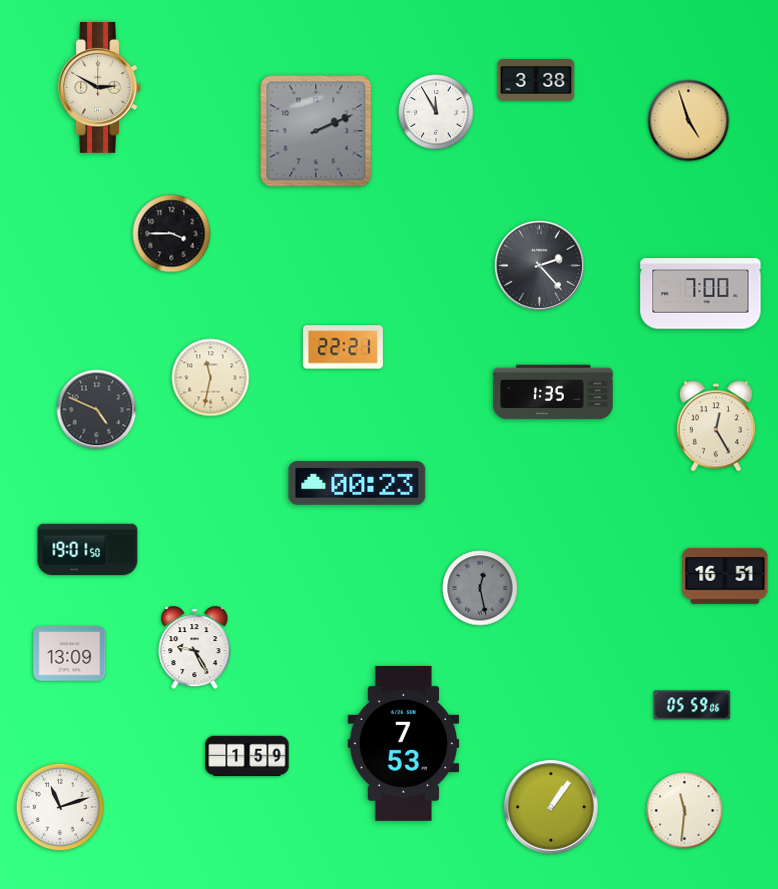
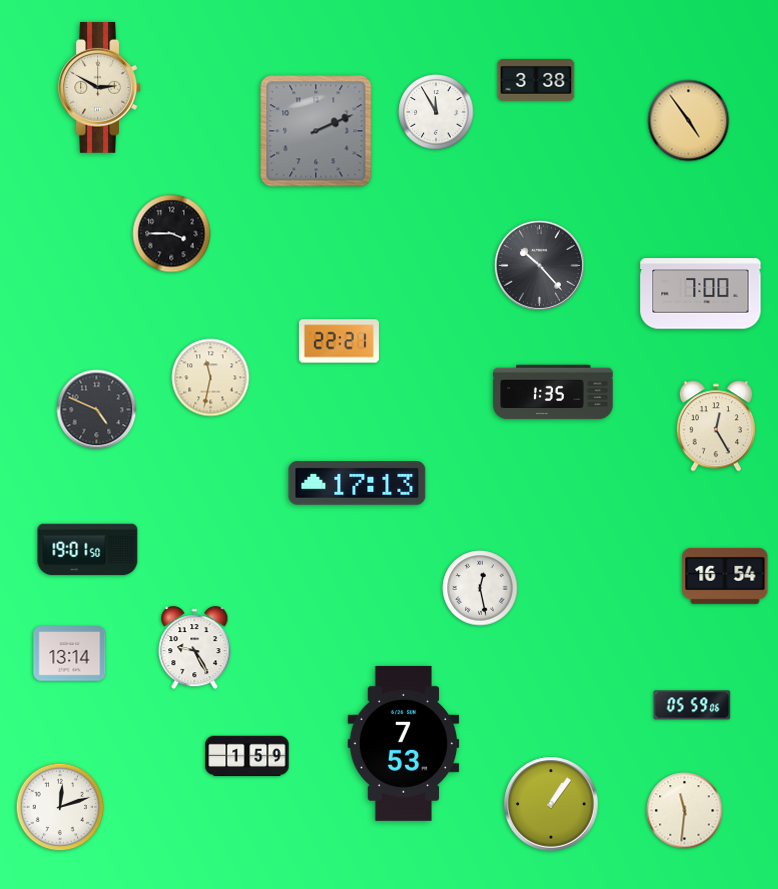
clock at (689, 121): 4:57 -> 4:54
clock at (539, 265): 2:23 -> 10:23
clock at (343, 347) position: (343, 347) -> (339, 341)
clock at (357, 483): 00:23 -> 17:13
clock at (725, 576): 16:51 -> 16:54
clock at (480, 588) dial: grey -> white
clock at (70, 654): 13:09 -> 13:14
clock at (60, 807): 11:12 -> 12:12
clock at (551, 807) position: (551, 807) -> (551, 804)
